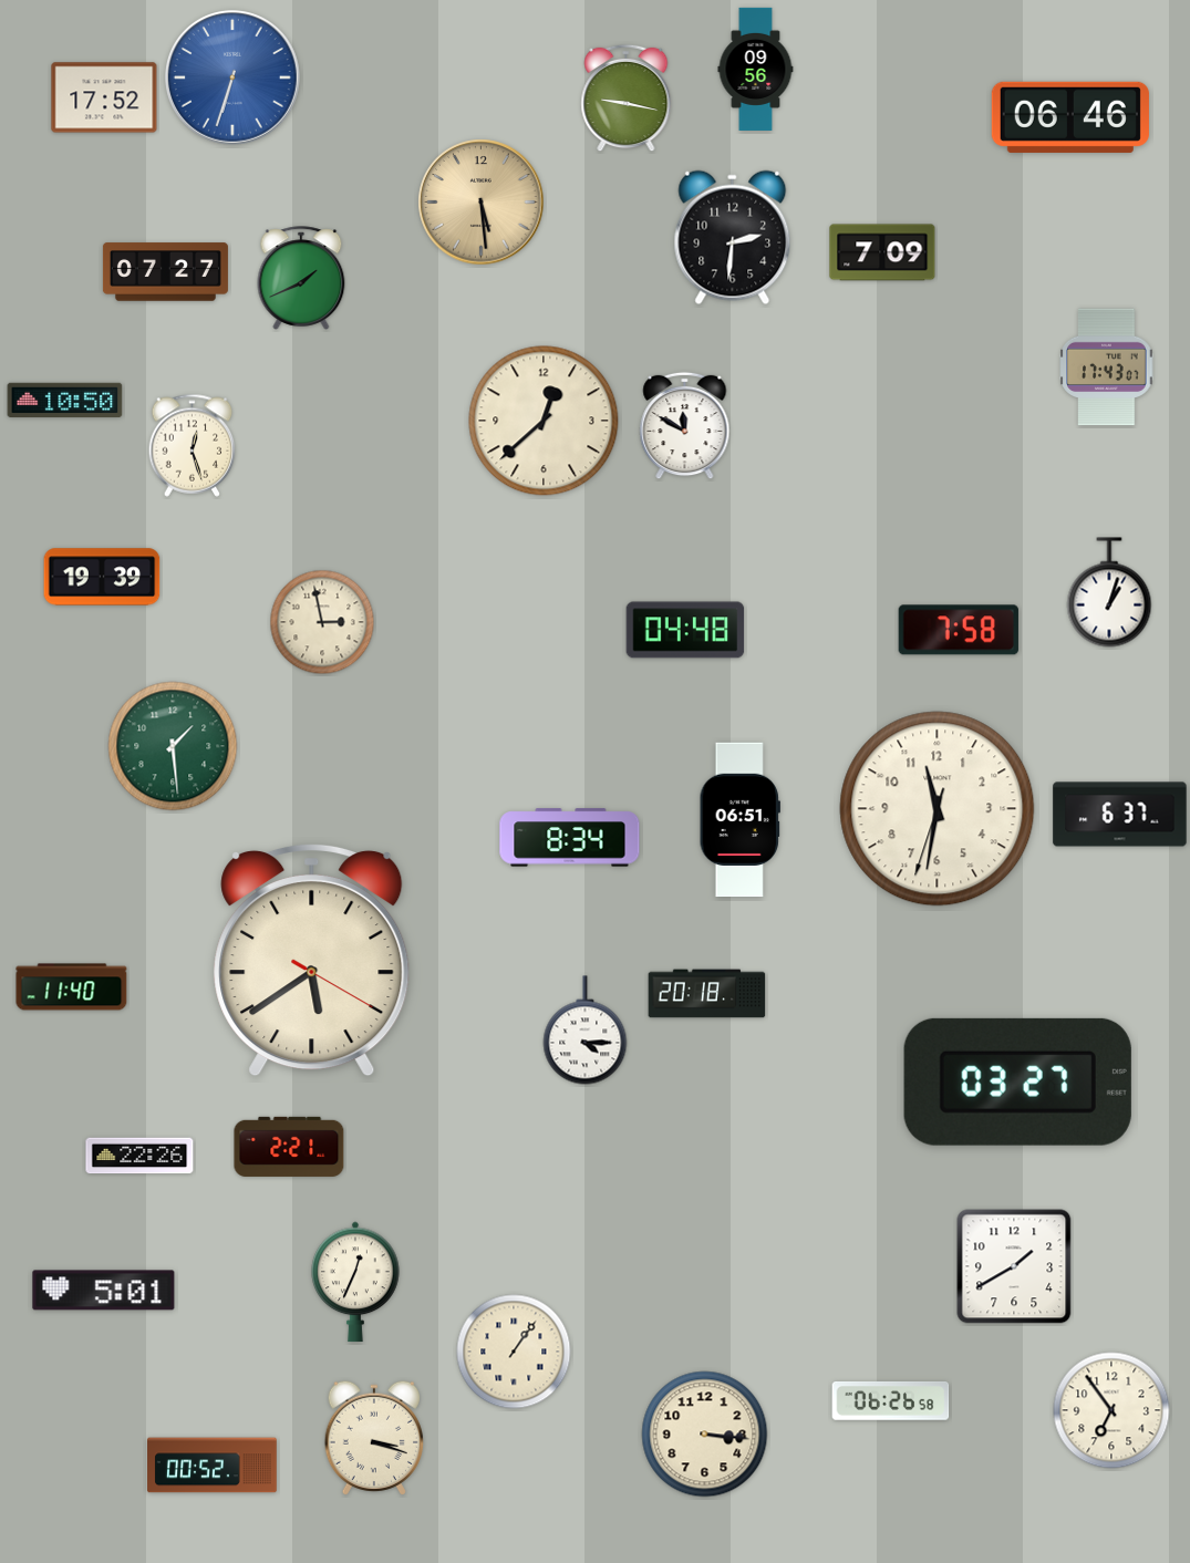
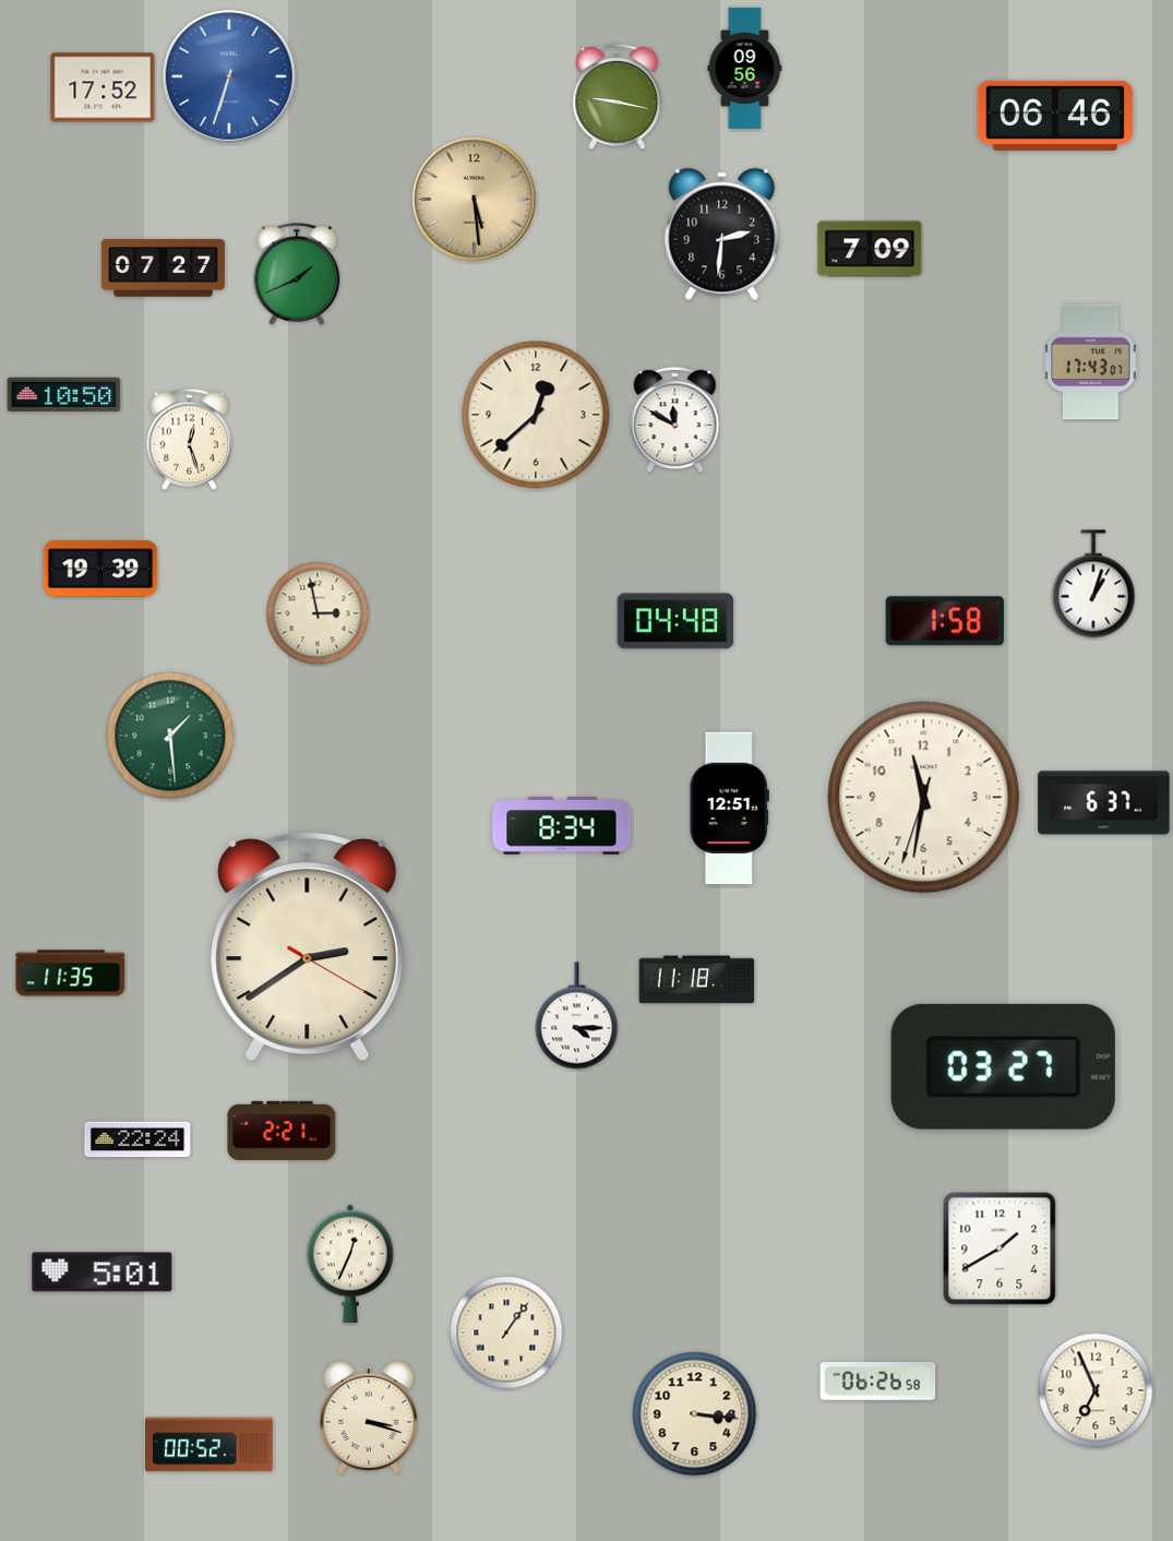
clock at (104, 97) position: (104, 97) -> (103, 87)
clock at (959, 630): 7:58 -> 1:58
clock at (739, 820): 06:51 -> 12:51
clock at (312, 960): 5:39 -> 2:39
clock at (72, 987): 11:40 -> 11:35
clock at (707, 994): 20:18 -> 11:18
clock at (289, 1147) position: (289, 1147) -> (282, 1131)
clock at (139, 1156): 22:26 -> 22:24
clock at (1111, 1410): 6:54 -> 6:56
